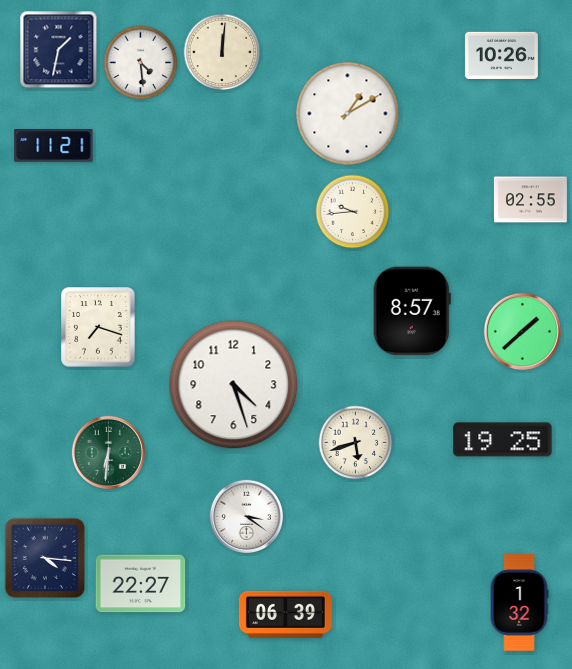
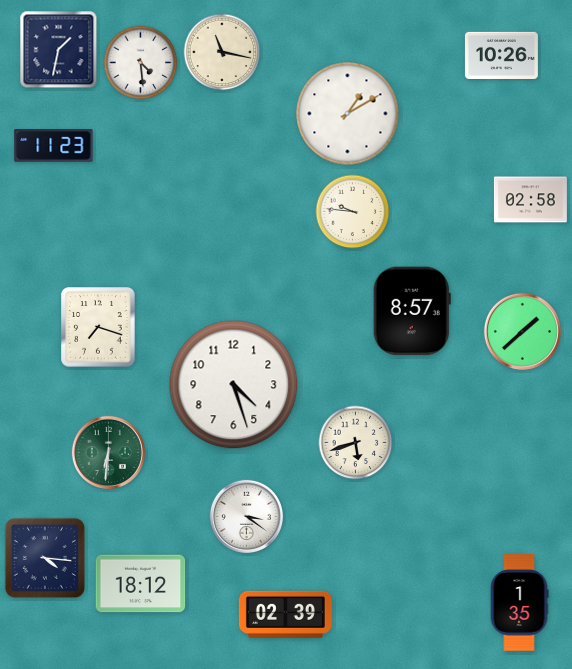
clock at (222, 52): 12:01 -> 11:17
clock at (54, 146): 11:21 -> 11:23
clock at (530, 200): 02:55 -> 02:58
clock at (353, 212): 9:44 -> 9:46
clock at (503, 440): 19:25 -> none
clock at (141, 584): 22:27 -> 18:12
clock at (519, 603): 1:32 -> 1:35
clock at (285, 614): 06:39 -> 02:39
